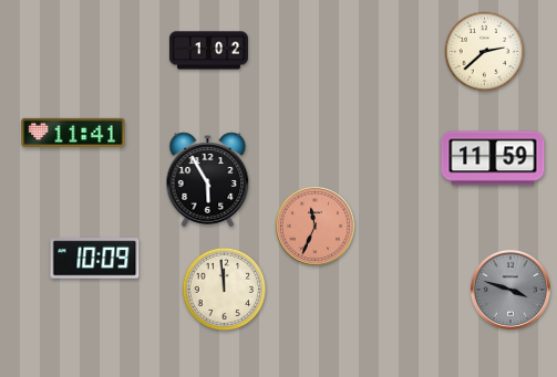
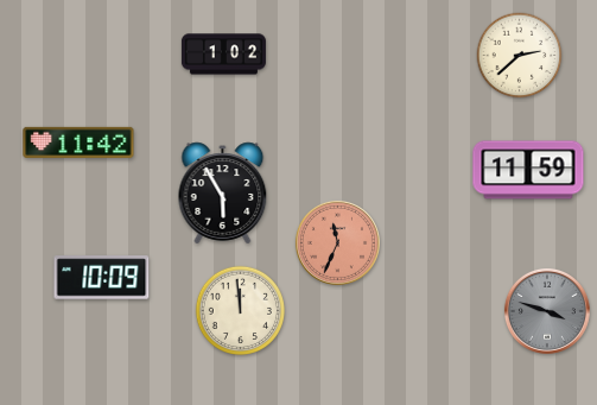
clock at (73, 133): 11:41 -> 11:42
